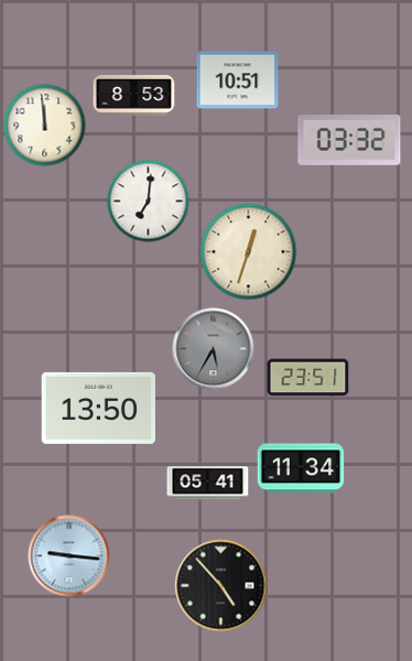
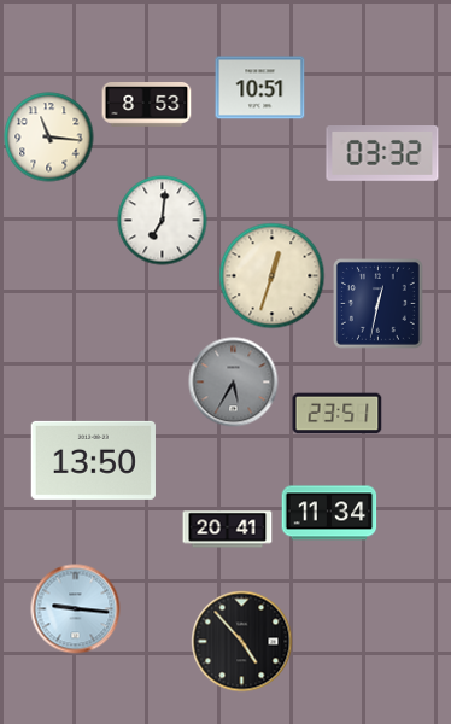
clock at (45, 126): 11:59 -> 11:16
clock at (377, 303): none -> 12:32
clock at (98, 408) position: (98, 408) -> (93, 460)
clock at (208, 484): 05:41 -> 20:41
